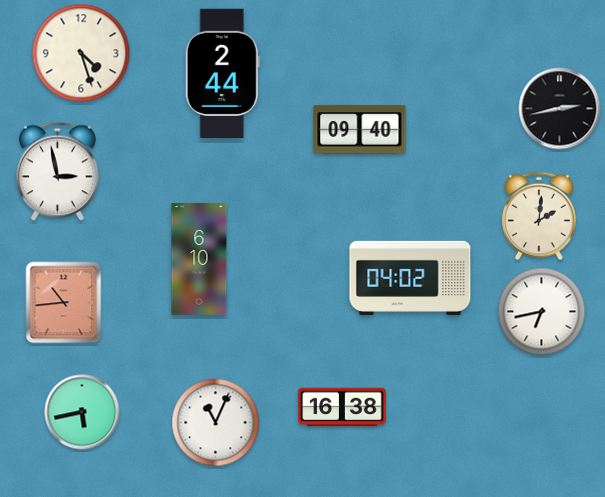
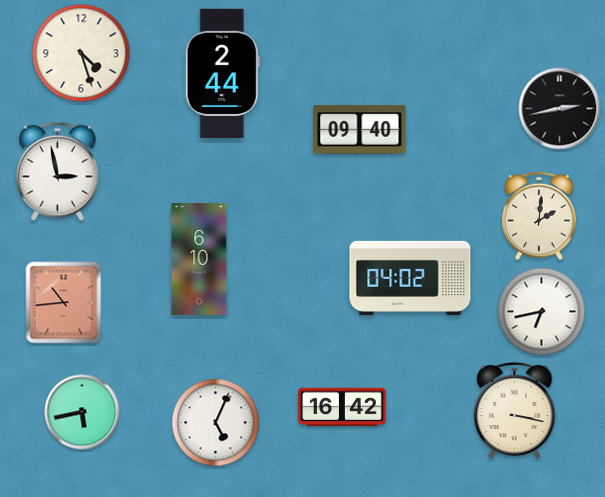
clock at (342, 407): 16:38 -> 16:42
clock at (515, 411): none -> 3:17
clock at (216, 423): 11:04 -> 5:04
